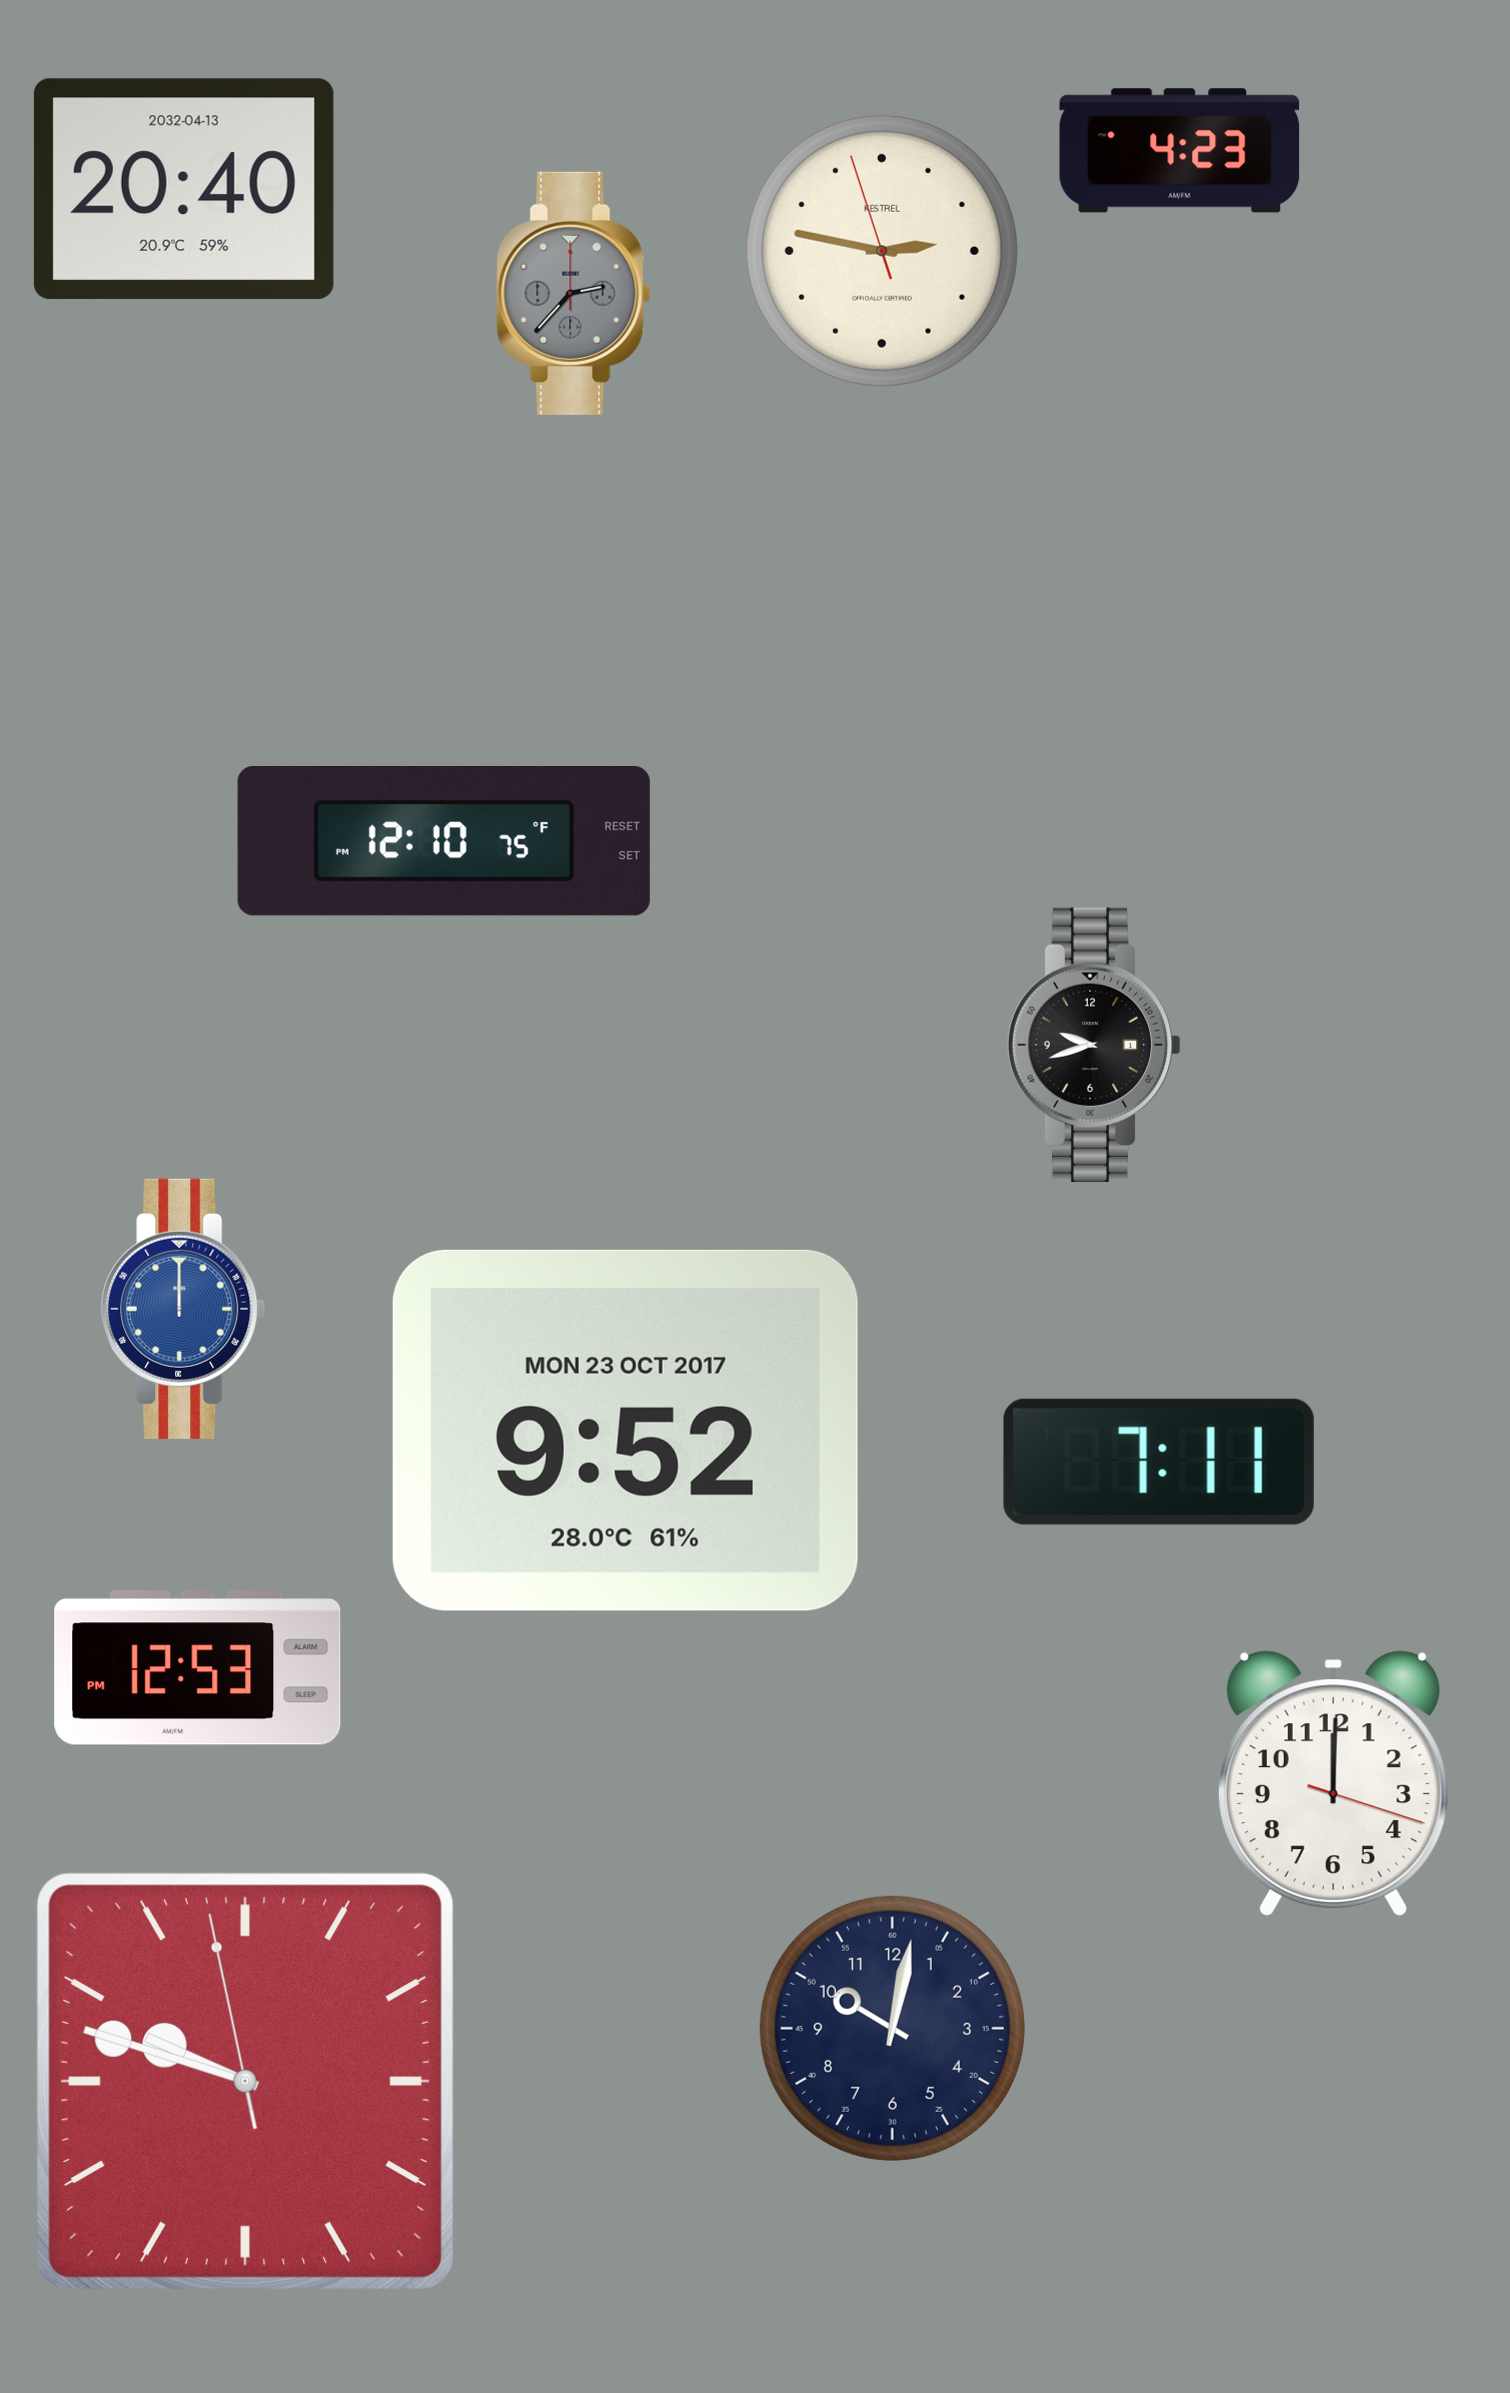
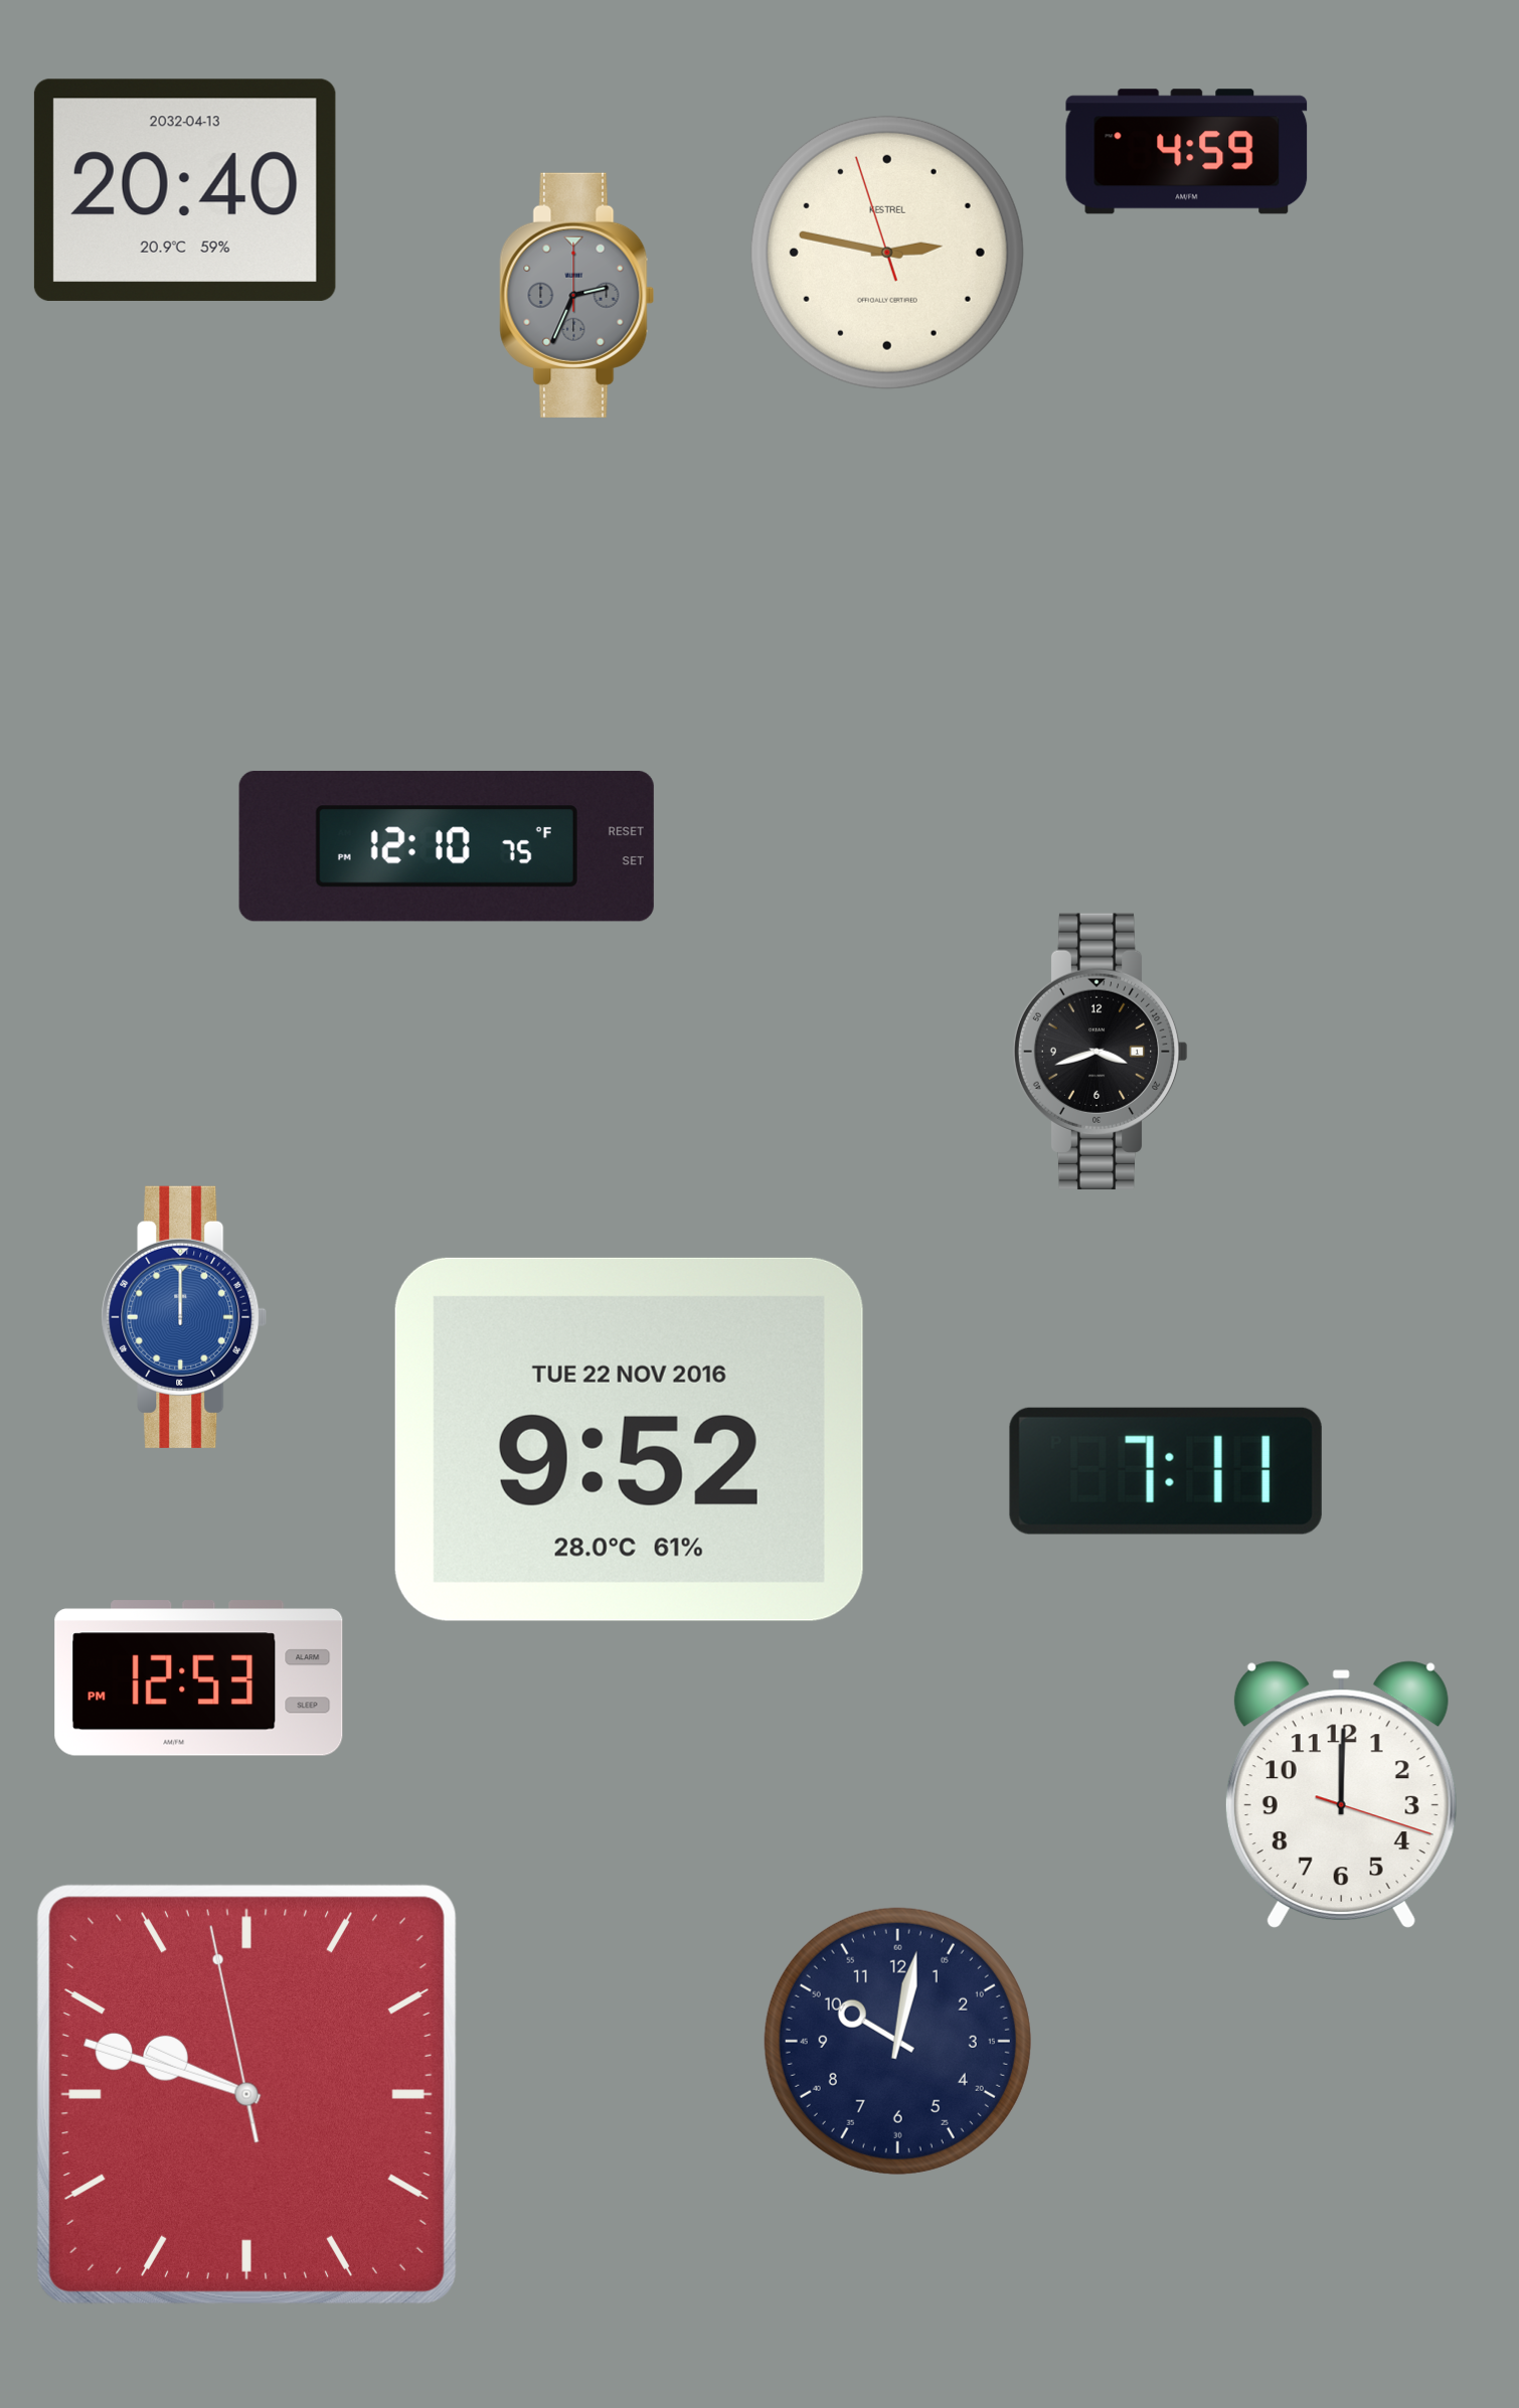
clock at (1180, 151): 4:23 -> 4:59
clock at (574, 293): 2:37 -> 2:34
clock at (1094, 1045): 9:42 -> 3:42
clock at (625, 1430) date: MON 23 OCT 2017 -> TUE 22 NOV 2016
